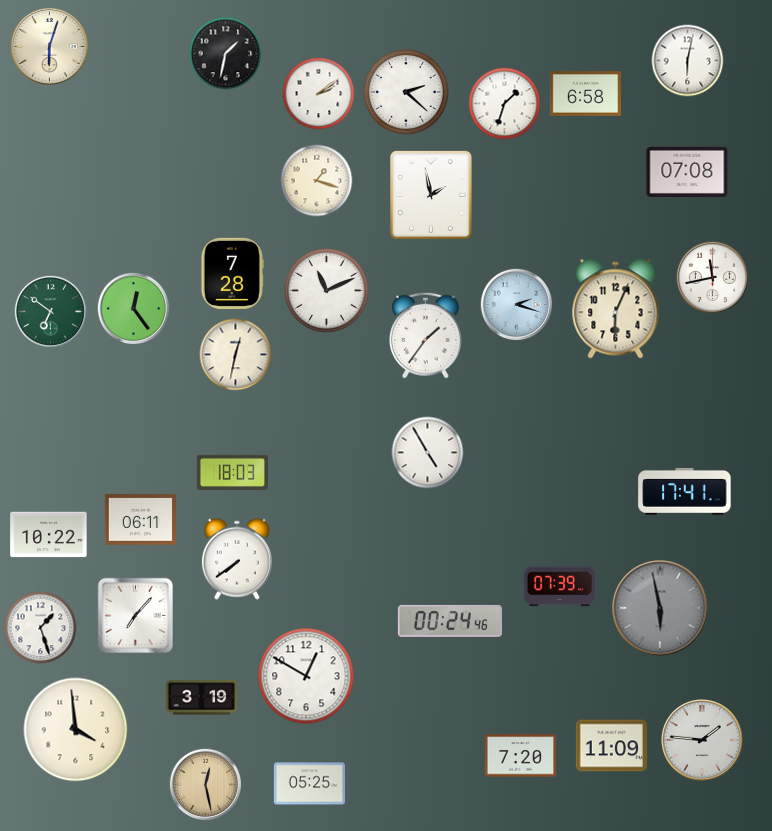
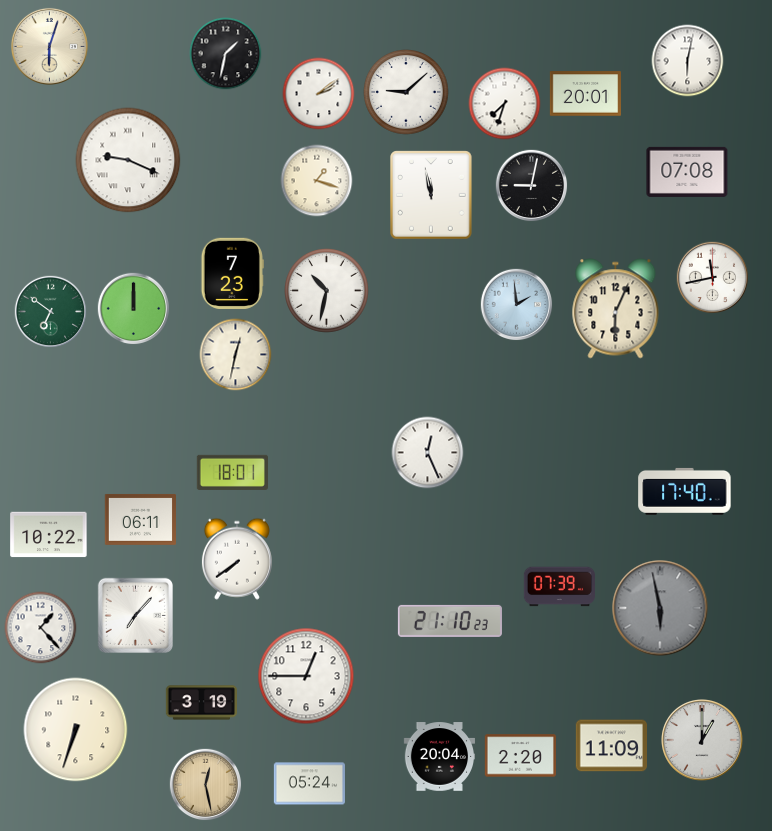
clock at (406, 92): 2:22 -> 9:08
clock at (585, 94): 6:58 -> 20:01
clock at (505, 104): 1:33 -> 7:33
clock at (128, 160): none -> 9:19
clock at (532, 186): none -> 9:02
clock at (431, 195): 1:58 -> 11:58
clock at (232, 273): 7:28 -> 7:23
clock at (327, 291): 11:11 -> 10:32
clock at (517, 305): 2:18 -> 1:59
clock at (134, 309): 12:24 -> 12:00
clock at (425, 335): 1:36 -> none
clock at (428, 453): 4:55 -> 12:26
clock at (232, 472): 18:03 -> 18:01
clock at (685, 491): 17:41 -> 17:40
clock at (450, 621): 00:24 -> 21:10
clock at (41, 628): 1:27 -> 1:23
clock at (306, 676): 12:50 -> 12:45
clock at (202, 698) position: (202, 698) -> (202, 703)
clock at (76, 730): 3:59 -> 6:33
clock at (703, 741): 1:46 -> 1:00
clock at (520, 756): 7:20 -> 2:20
clock at (439, 757): none -> 20:04
clock at (309, 784): 05:25 -> 05:24
